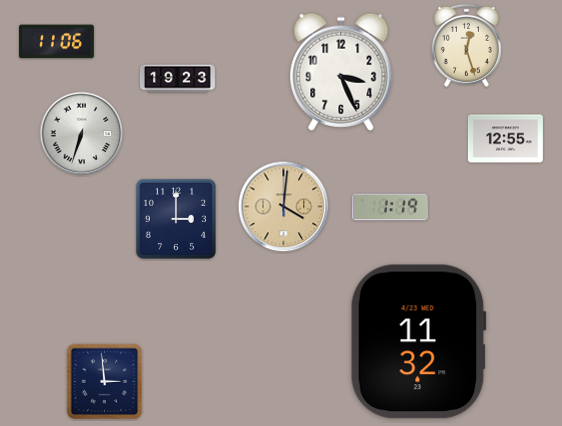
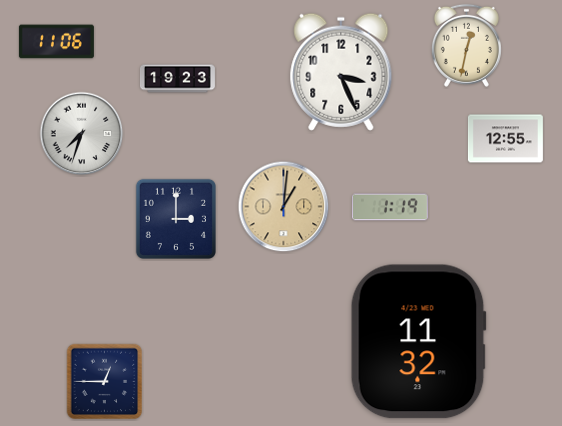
clock at (466, 45): 12:27 -> 12:32
clock at (82, 134): 6:33 -> 7:33
clock at (284, 207): 4:01 -> 1:01
clock at (105, 382): 2:59 -> 12:45
